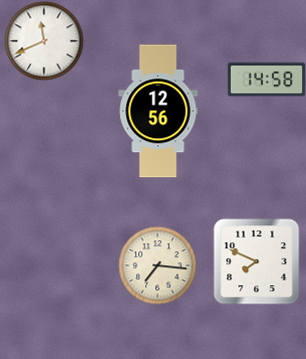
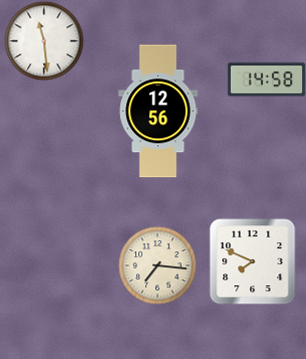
clock at (44, 41): 11:41 -> 11:29
clock at (256, 261) position: (256, 261) -> (252, 261)
